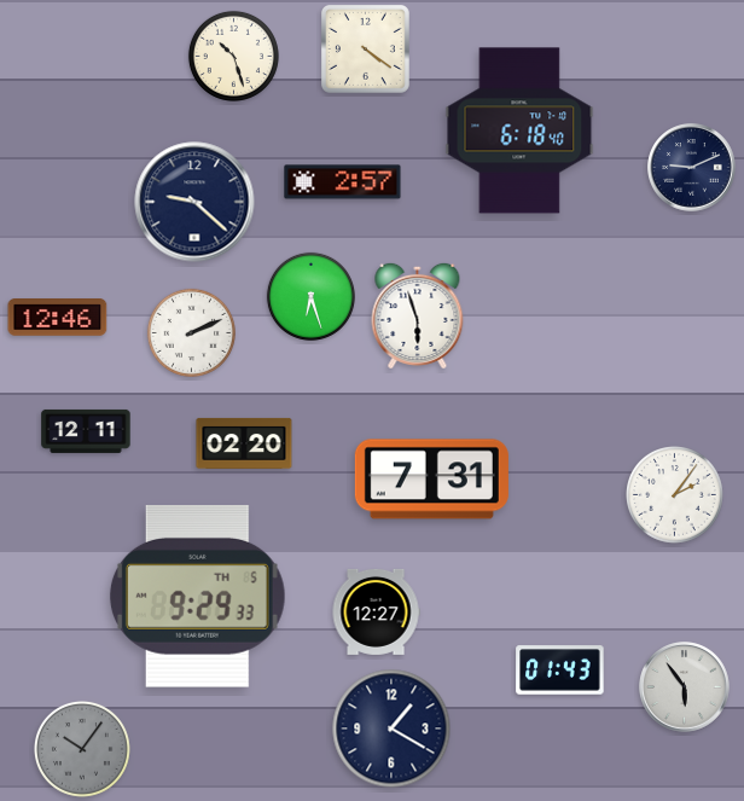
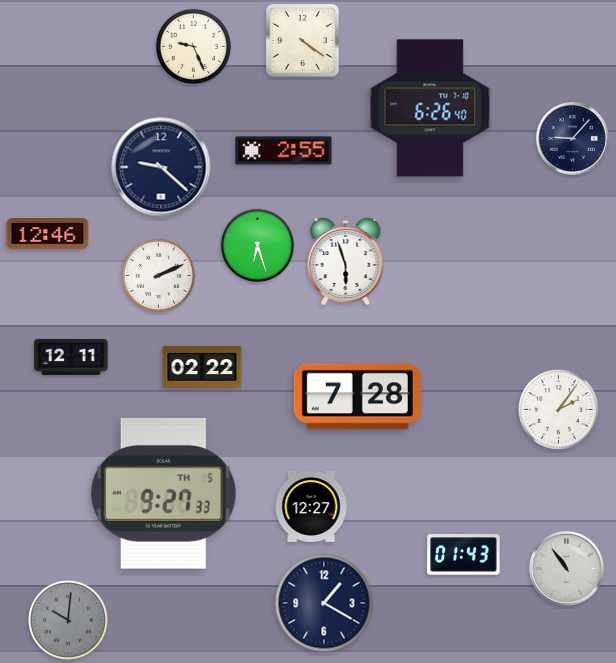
clock at (233, 56): 10:27 -> 9:26
clock at (519, 130): 6:18 -> 6:26
clock at (692, 168): 9:11 -> 9:07
clock at (343, 182): 2:57 -> 2:55
clock at (58, 318) position: (58, 318) -> (48, 234)
clock at (244, 443): 02:20 -> 02:22
clock at (431, 480): 7:31 -> 7:28
clock at (197, 596): 9:29 -> 9:27
clock at (685, 687): 5:54 -> 10:54
clock at (82, 749): 10:06 -> 10:01
